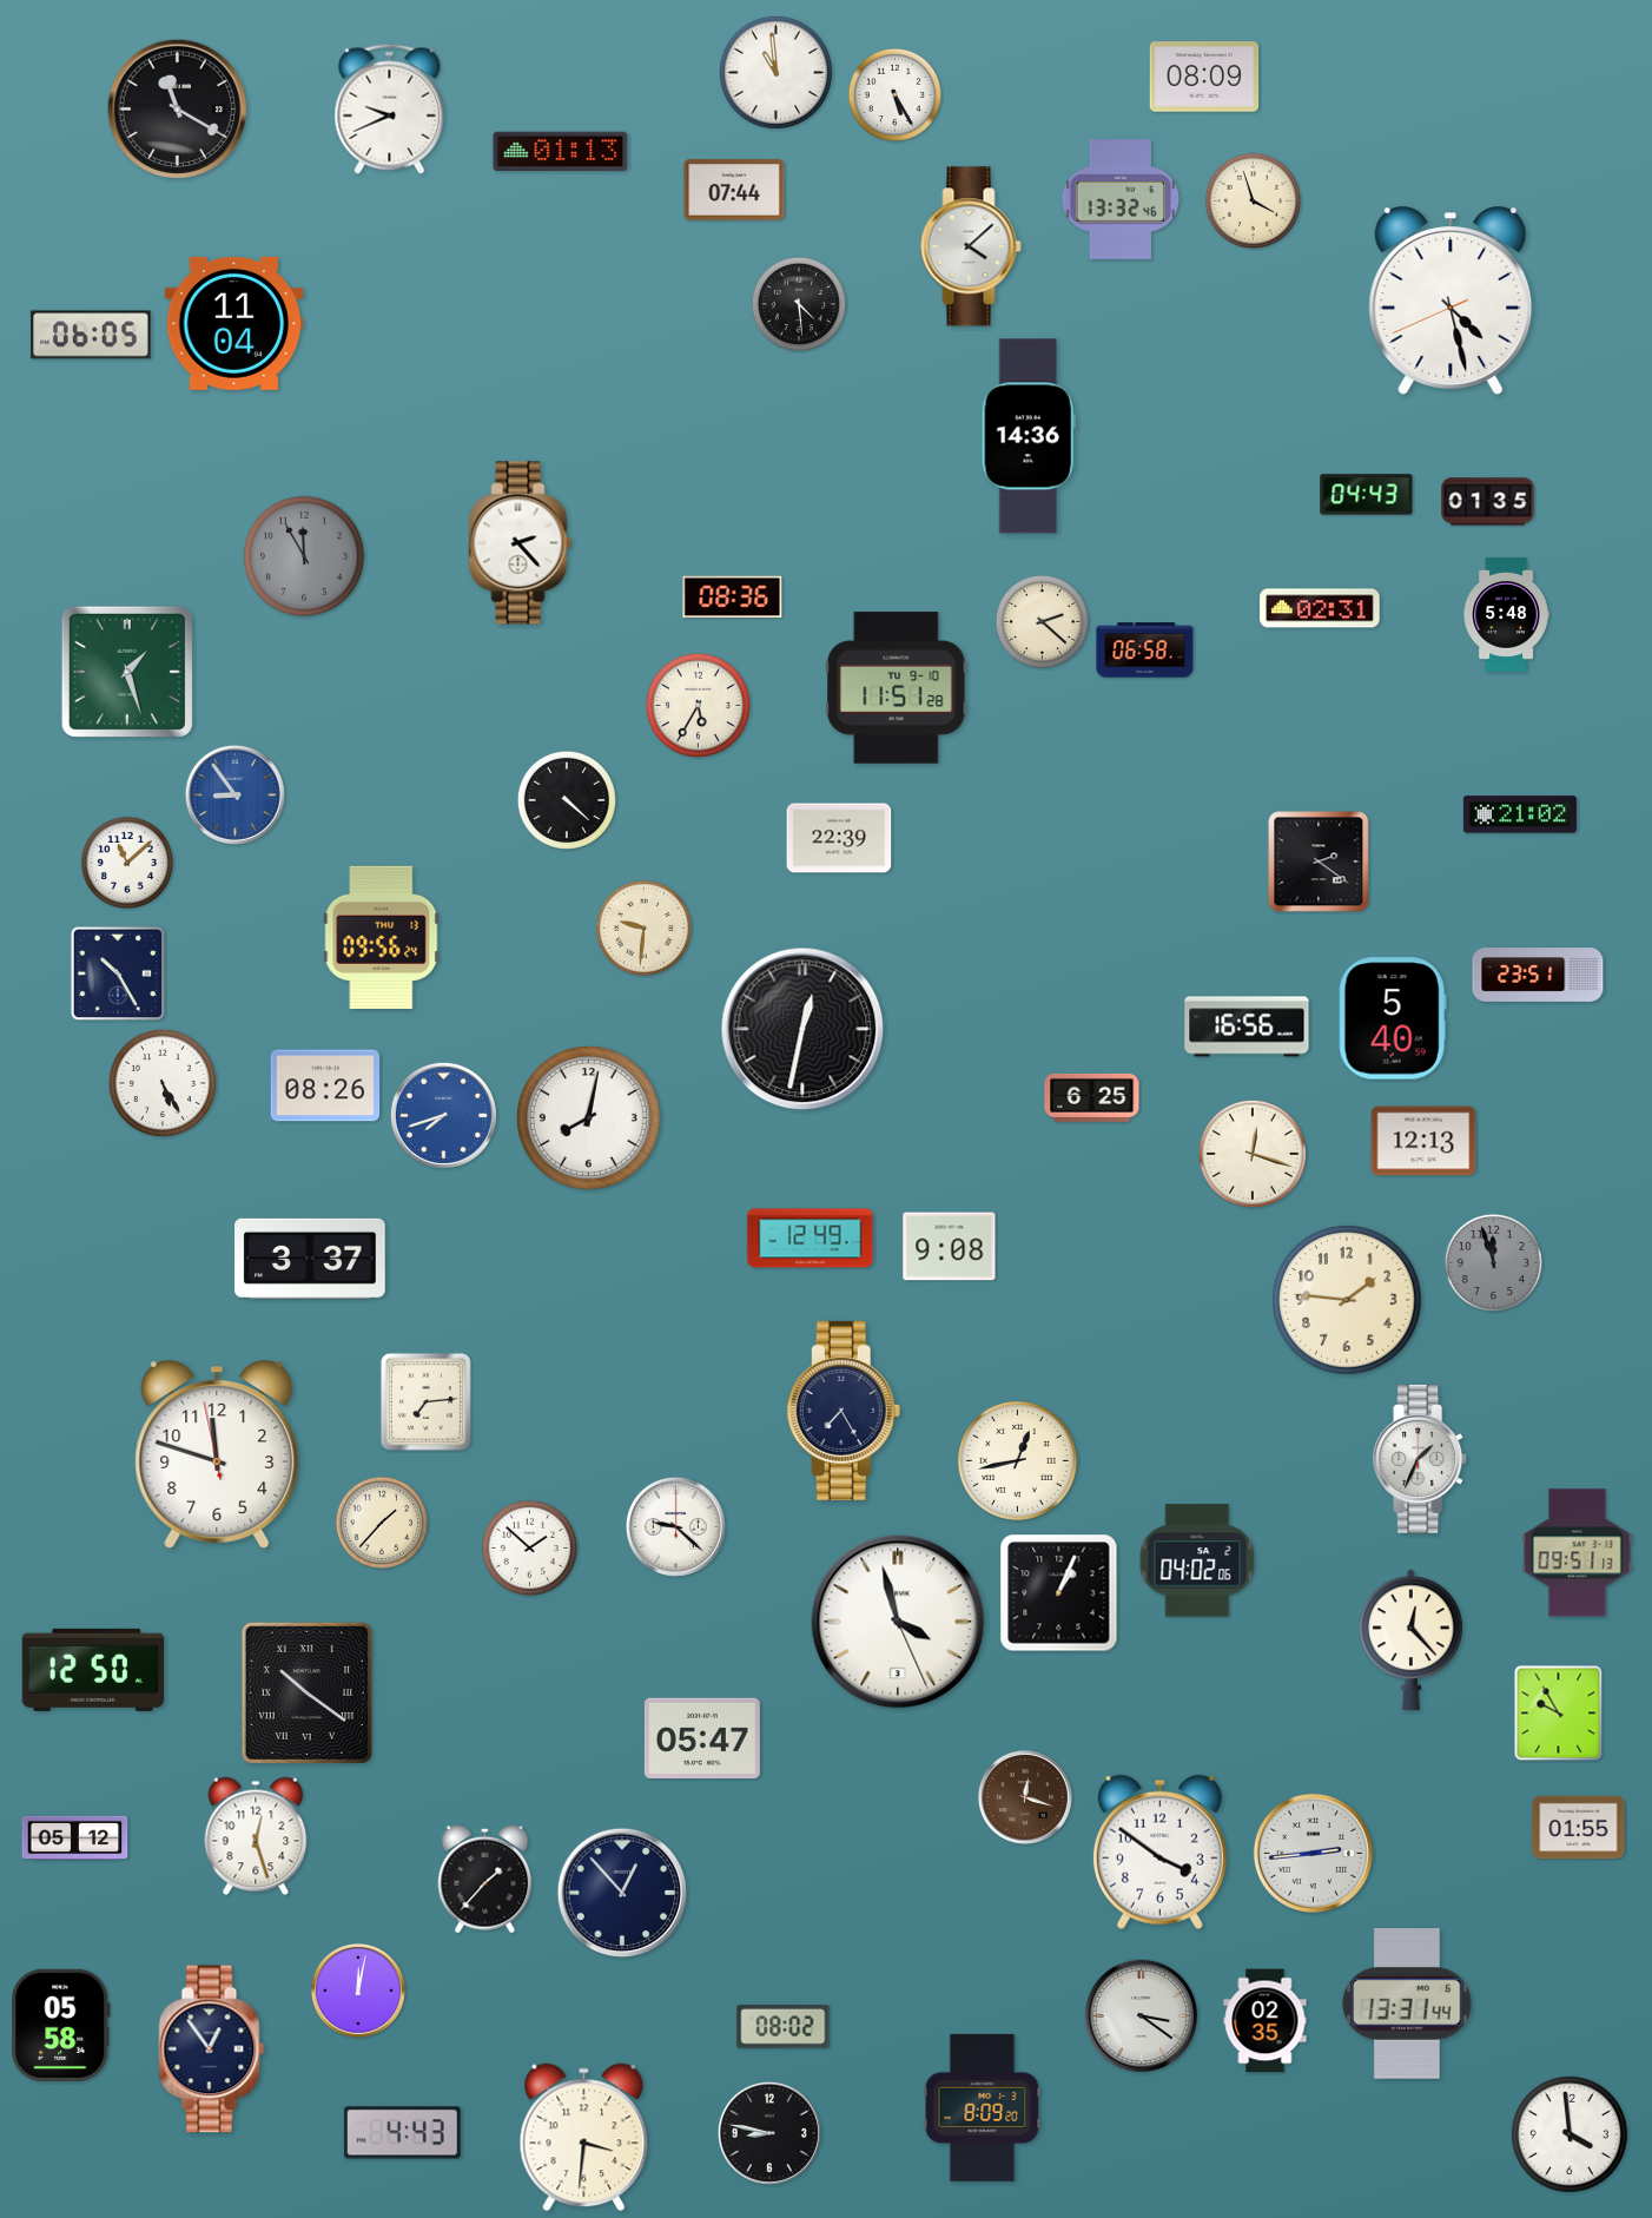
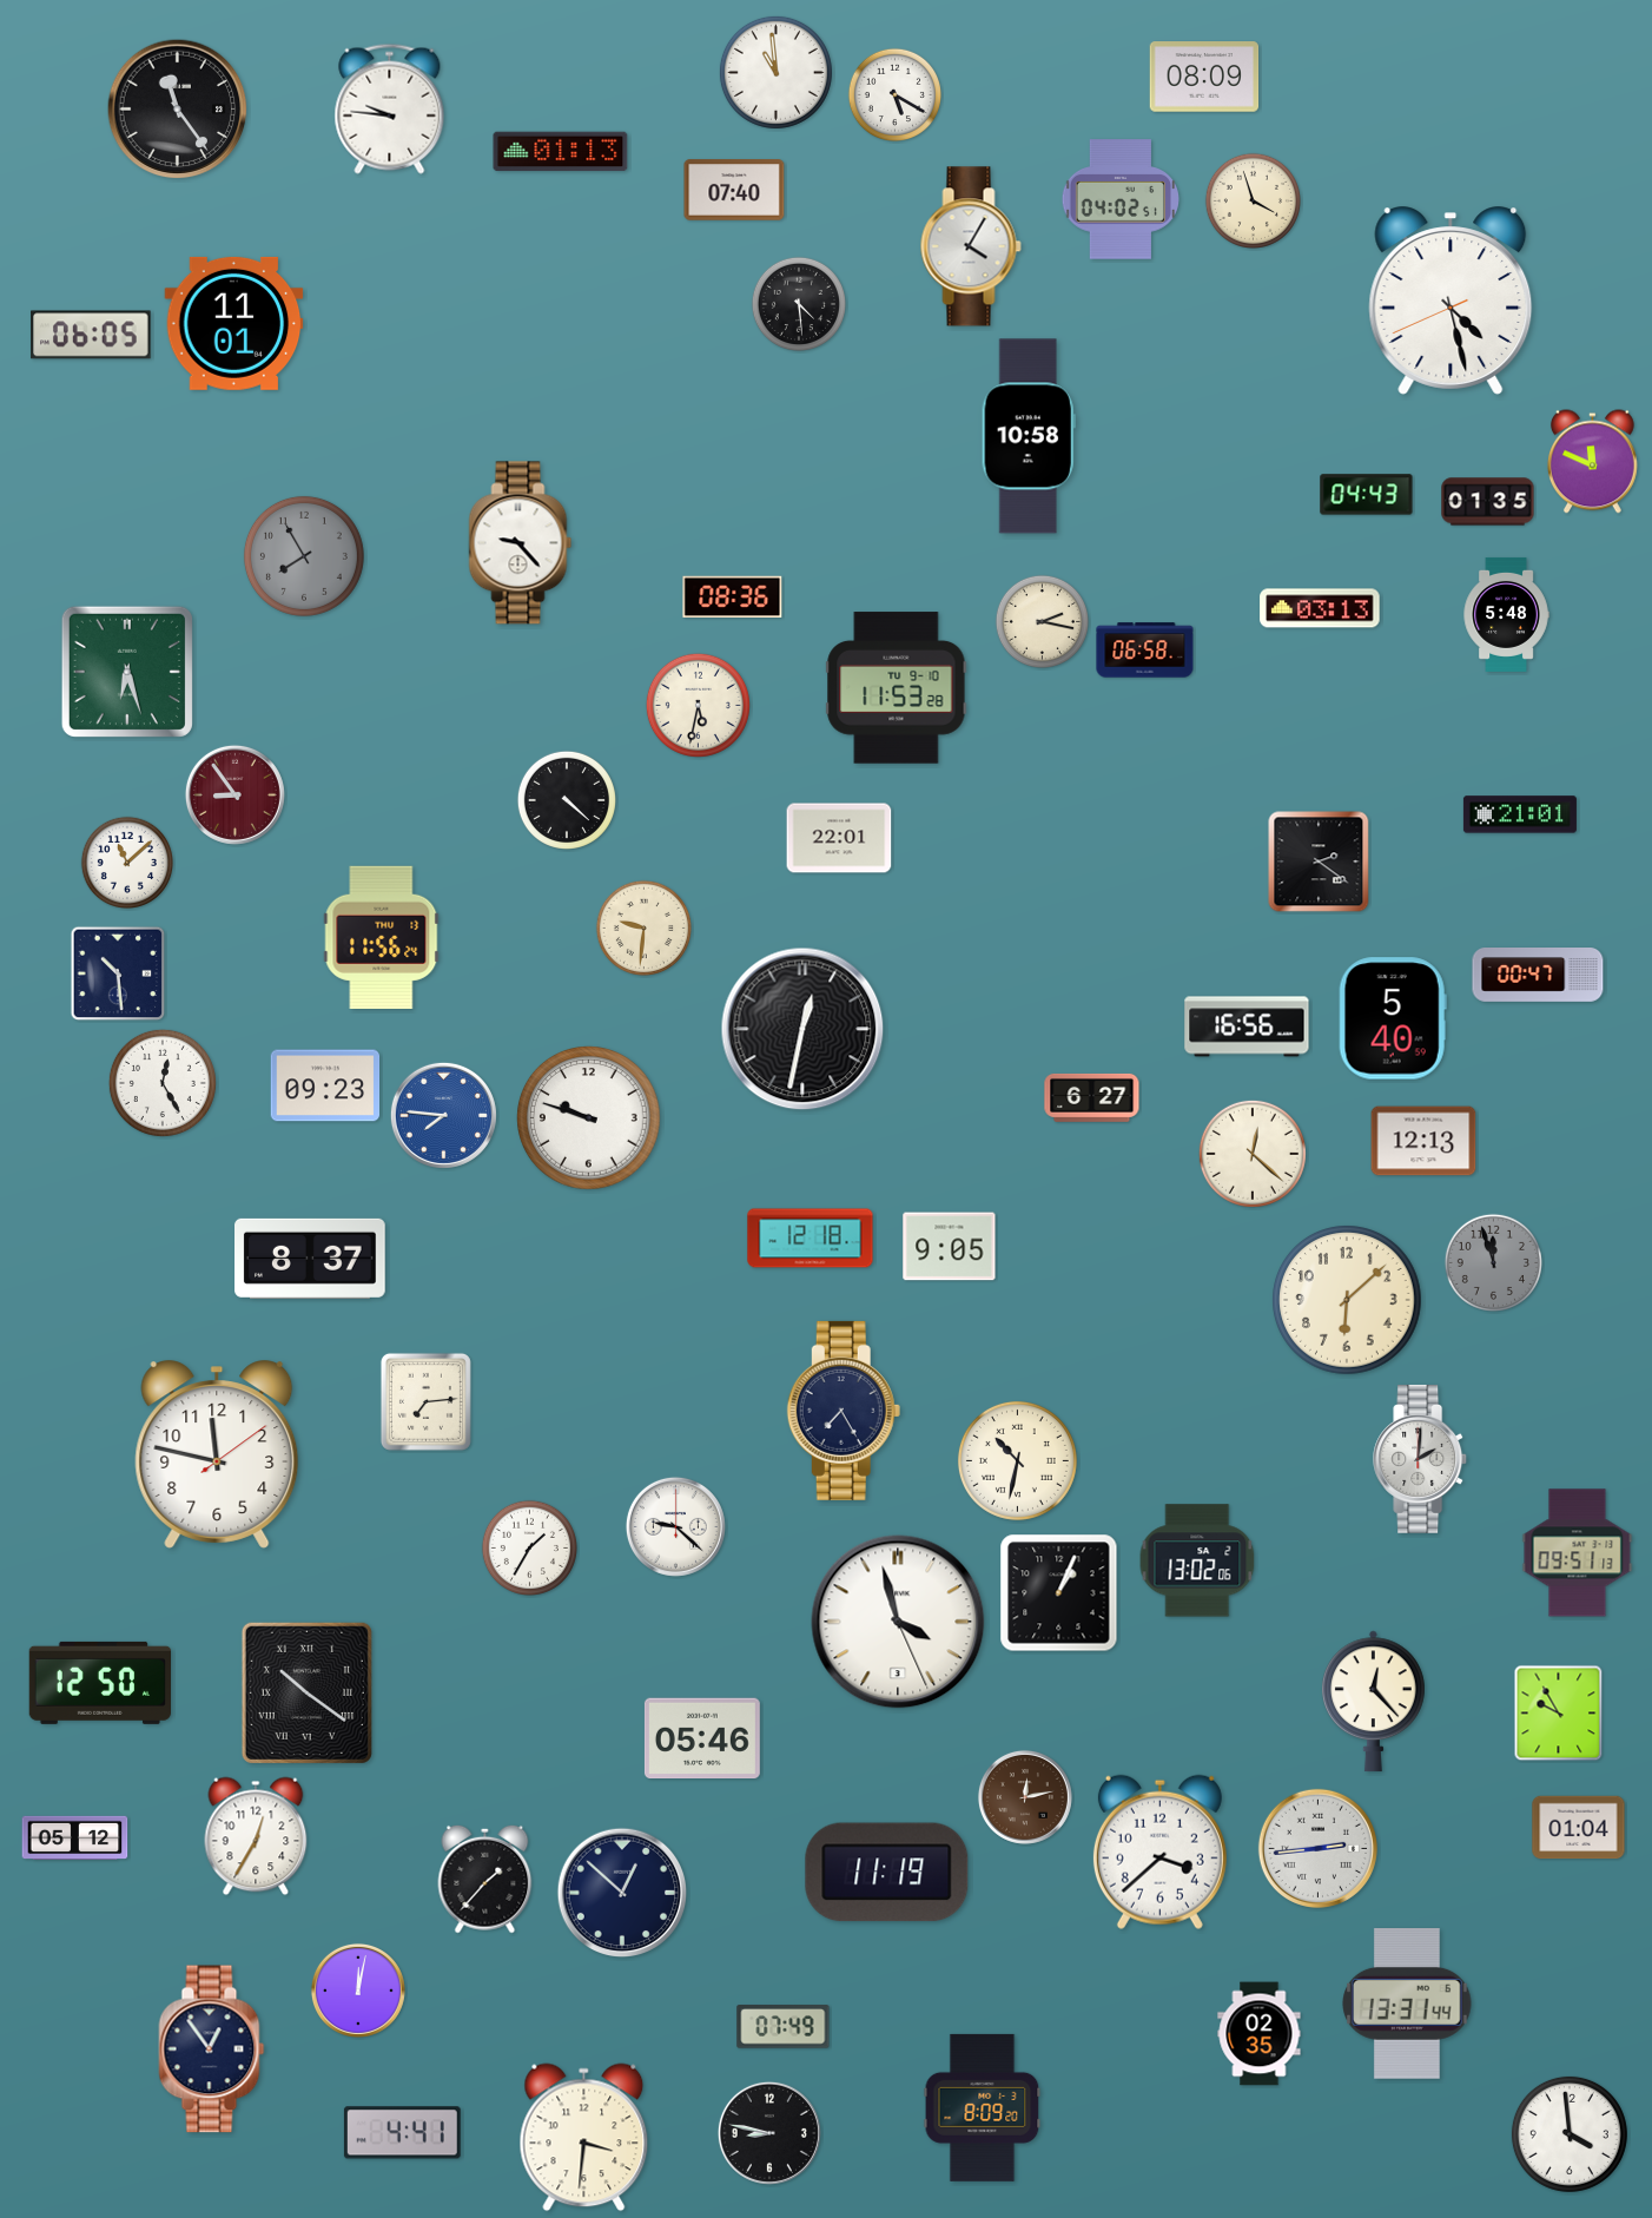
clock at (894, 94): 5:25 -> 5:20
clock at (390, 108): 9:41 -> 9:46
clock at (178, 110): 11:20 -> 11:24
clock at (734, 190): 07:44 -> 07:40
clock at (1121, 199): 13:32 -> 04:02
clock at (971, 246): 4:08 -> 4:05
clock at (234, 323): 11:04 -> 11:01
clock at (1029, 436): 14:36 -> 10:58
clock at (1592, 462): none -> 11:49
clock at (521, 543): 2:23 -> 9:23
clock at (304, 556): 11:55 -> 7:55
clock at (1320, 608): 02:31 -> 03:13
clock at (1042, 621): 2:22 -> 2:17
clock at (127, 672): 1:27 -> 6:27
clock at (897, 688): 11:51 -> 11:53
clock at (698, 705): 5:35 -> 5:32
clock at (234, 794) dial: blue -> burgundy
clock at (1520, 814): 21:02 -> 21:01
clock at (839, 838): 22:39 -> 22:01
clock at (382, 937): 09:56 -> 11:56
clock at (118, 973): 10:25 -> 10:29
clock at (1538, 975): 23:51 -> 00:47
clock at (163, 1083): 5:25 -> 12:25
clock at (325, 1085): 08:26 -> 09:23
clock at (1092, 1097): 6:25 -> 6:27
clock at (443, 1115): 7:42 -> 7:46
clock at (589, 1118): 8:02 -> 9:48
clock at (1253, 1154): 12:18 -> 12:22
clock at (811, 1239): 12:49 -> 12:18
clock at (950, 1247): 9:08 -> 9:05
clock at (310, 1259): 3:37 -> 8:37
clock at (1347, 1300): 1:46 -> 6:08
clock at (217, 1454): 11:47:58 -> 11:47:09
clock at (1421, 1459): 1:34 -> 2:01
clock at (1017, 1460): 12:43 -> 10:32
clock at (381, 1521): 1:37 -> none
clock at (529, 1547): 1:52 -> 1:35
clock at (1197, 1560): 04:02 -> 13:02
clock at (1412, 1641) position: (1412, 1641) -> (1374, 1702)
clock at (92, 1670) position: (92, 1670) -> (99, 1683)
clock at (702, 1738): 05:47 -> 05:46
clock at (1025, 1797): 12:18 -> 12:13
clock at (1579, 1828): 01:55 -> 01:04
clock at (256, 1836): 12:27 -> 12:35
clock at (1159, 1851): 3:51 -> 3:38
clock at (1313, 1853) position: (1313, 1853) -> (1317, 1848)
clock at (887, 1873): none -> 11:19
clock at (622, 1893): 12:53 -> 12:52
clock at (1141, 2015): 3:21 -> none
clock at (1266, 2021) position: (1266, 2021) -> (1260, 2034)
clock at (61, 2025): 05:58 -> none
clock at (784, 2027): 08:02 -> 07:49
clock at (402, 2133): 4:43 -> 4:41
